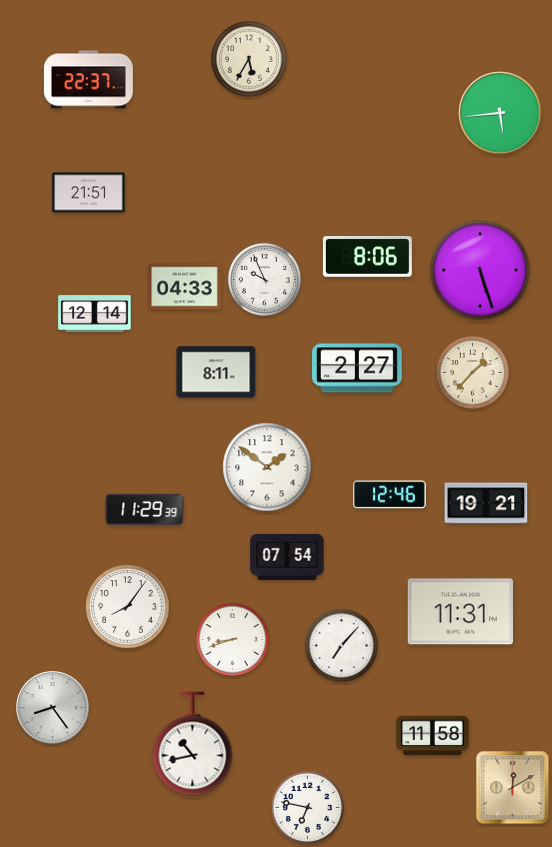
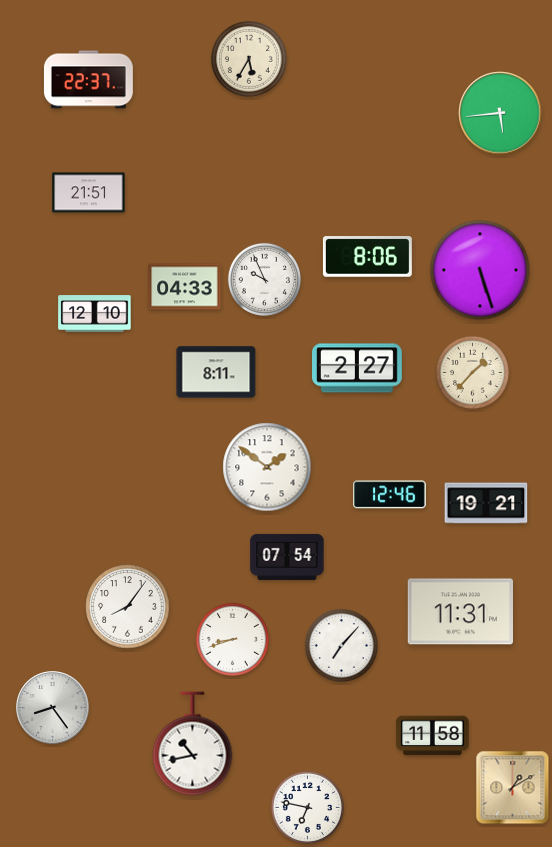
clock at (95, 314): 12:14 -> 12:10
clock at (145, 509): 11:29 -> none
clock at (513, 788): 12:10 -> 1:10
